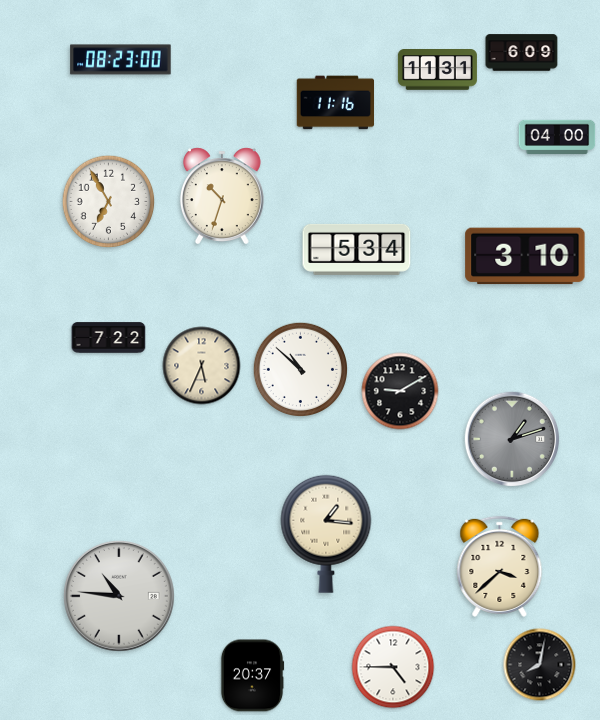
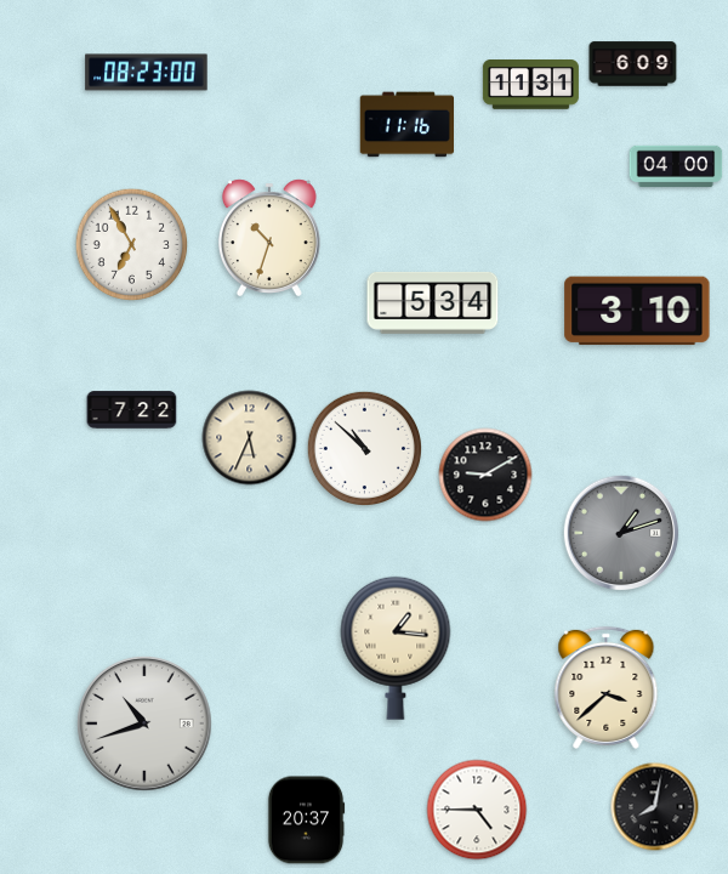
clock at (202, 366) position: (202, 366) -> (250, 438)
clock at (119, 596): 10:46 -> 10:42
